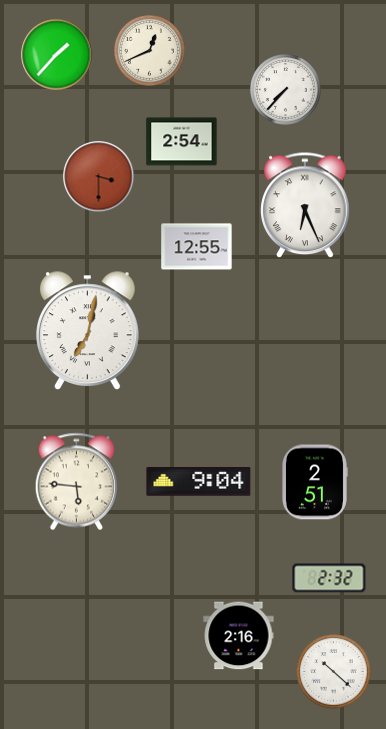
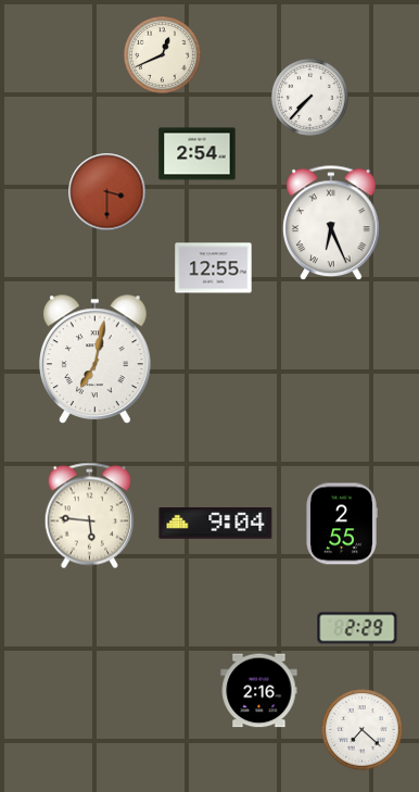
clock at (57, 55): 1:37 -> none
clock at (77, 482) position: (77, 482) -> (90, 516)
clock at (315, 482): 2:51 -> 2:55
clock at (329, 578): 2:32 -> 2:29
clock at (334, 672): 10:22 -> 7:22
